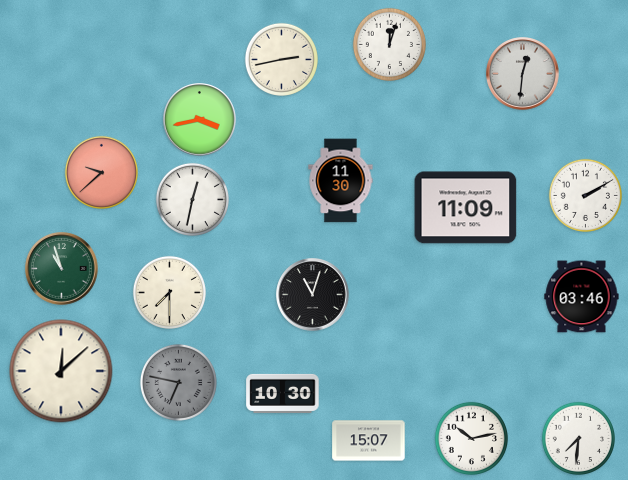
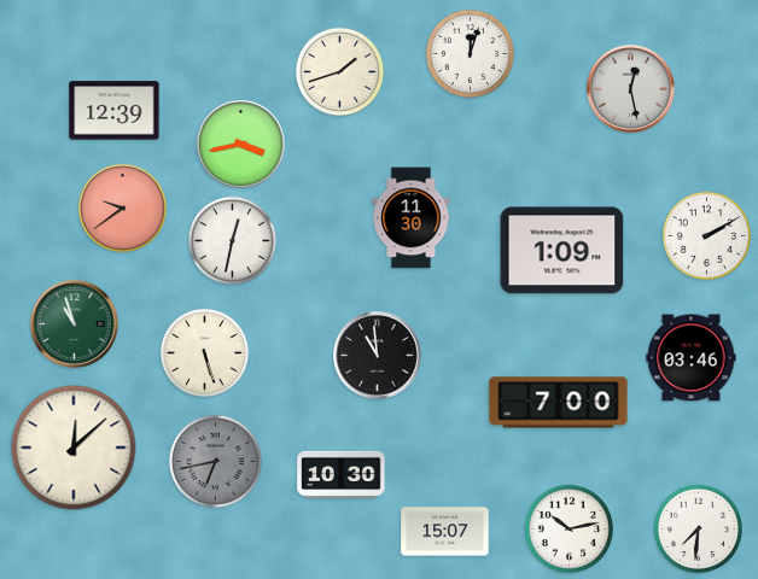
clock at (281, 59): 2:43 -> 1:42
clock at (523, 74): 12:31 -> 12:28
clock at (115, 111): none -> 12:39
clock at (101, 172): 9:38 -> 9:39
clock at (466, 208): 11:09 -> 1:09
clock at (169, 292): 7:30 -> 5:27
clock at (313, 295): 11:03 -> 10:59
clock at (582, 297) position: (582, 297) -> (692, 358)
clock at (559, 403): none -> 7:00
clock at (178, 382): 6:47 -> 6:43
